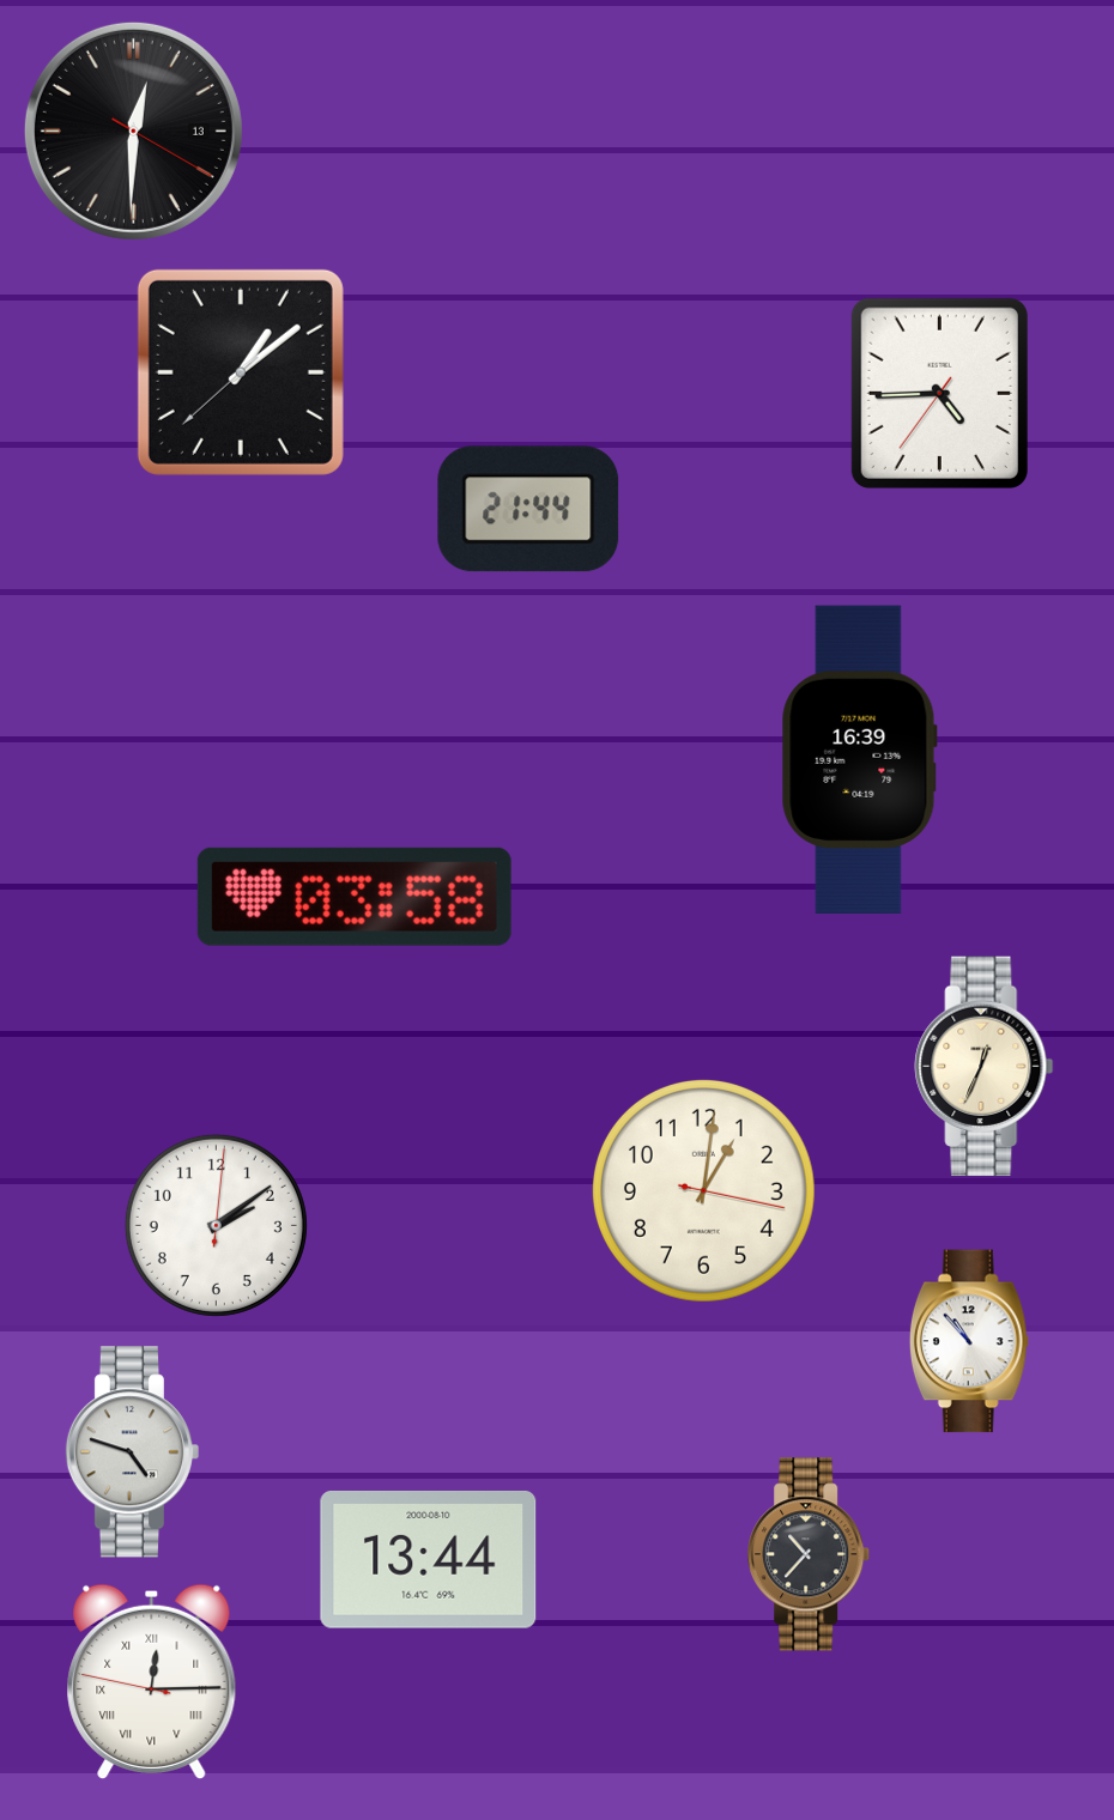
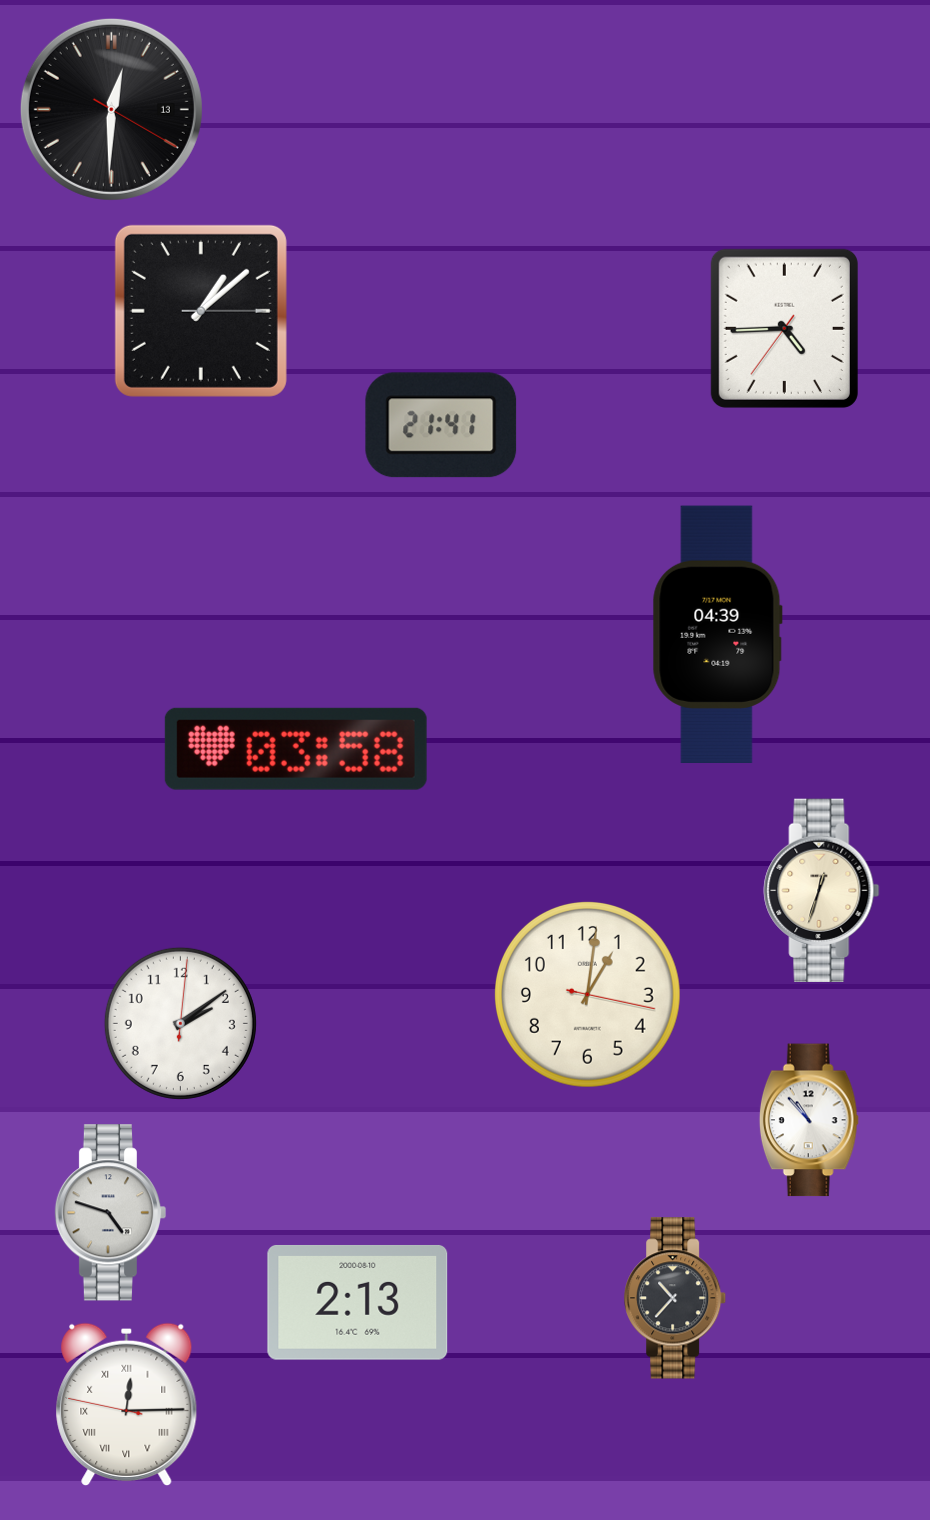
clock at (241, 372): 1:08:38 -> 1:08:15
clock at (528, 509): 21:44 -> 21:41
clock at (859, 759): 16:39 -> 04:39
clock at (985, 1066): 12:34 -> 12:33
clock at (429, 1559): 13:44 -> 2:13
